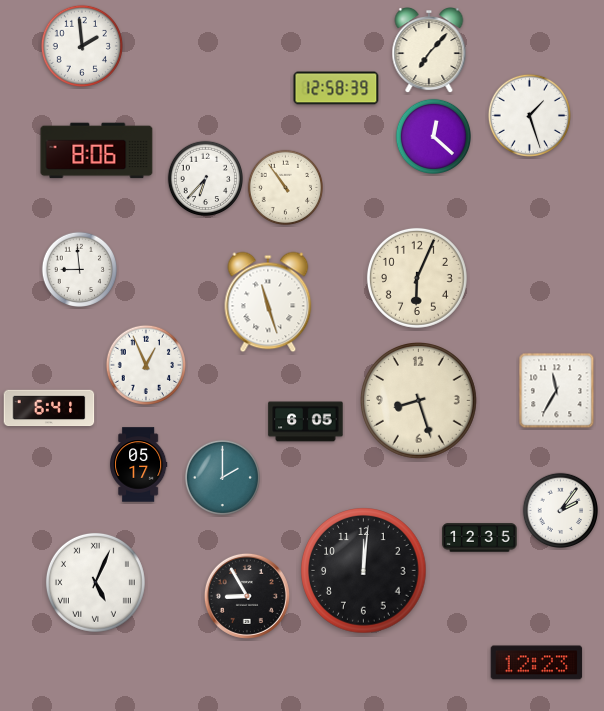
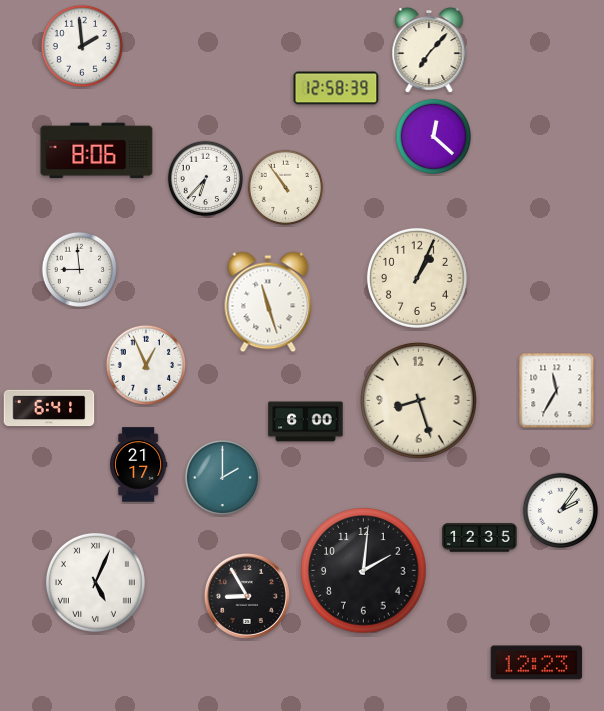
clock at (529, 115): 1:27 -> none
clock at (417, 278): 6:04 -> 1:04
clock at (306, 422): 6:05 -> 6:00
clock at (139, 465): 05:17 -> 21:17
clock at (364, 571): 12:01 -> 2:01
